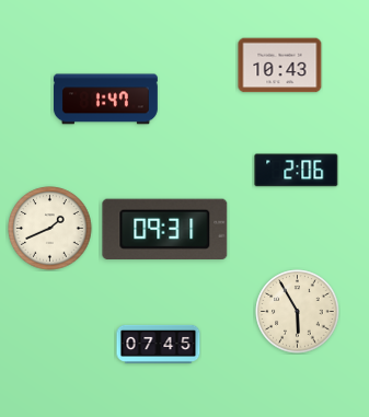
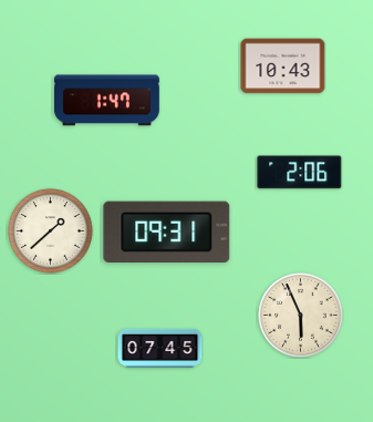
clock at (50, 229): 1:41 -> 1:38
clock at (298, 312): 5:55 -> 5:56
